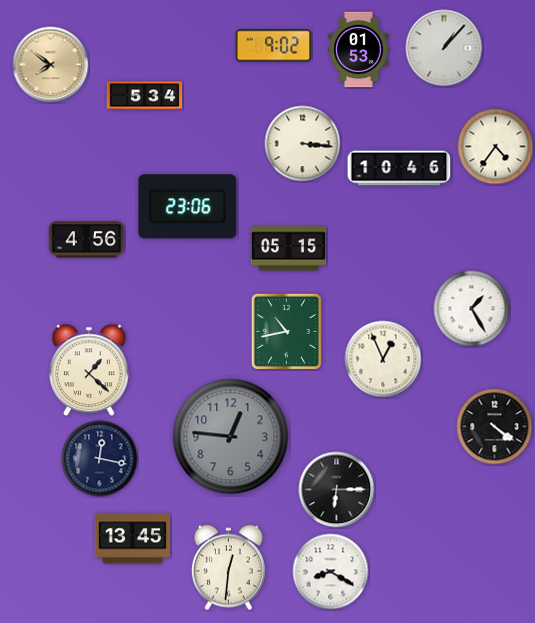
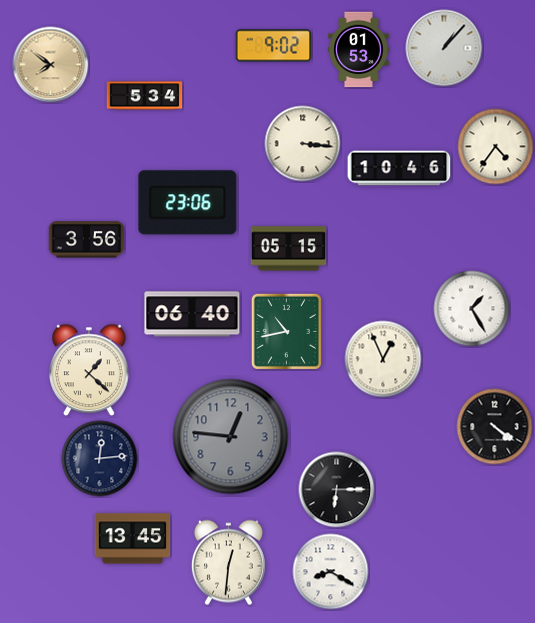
clock at (188, 207) position: (188, 207) -> (188, 203)
clock at (87, 240): 4:56 -> 3:56
clock at (192, 314): none -> 06:40
clock at (100, 459): 12:17 -> 12:14
clock at (228, 568) position: (228, 568) -> (228, 563)
